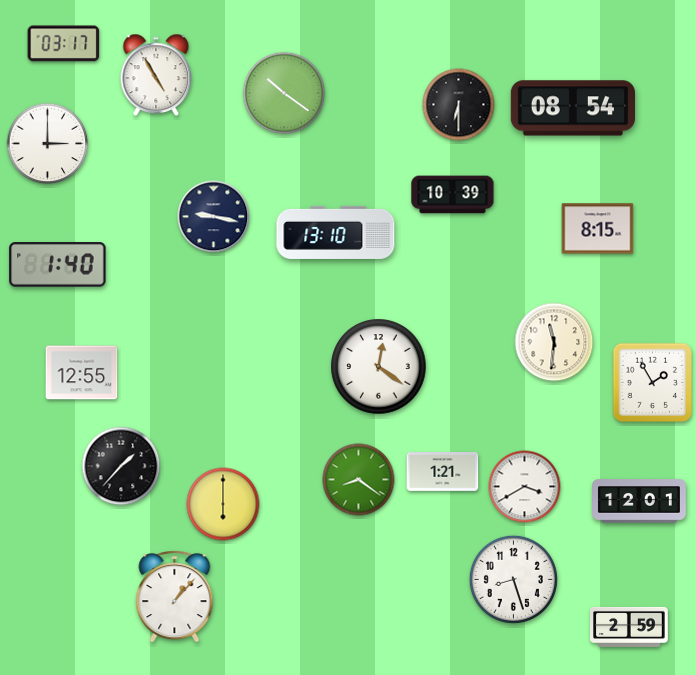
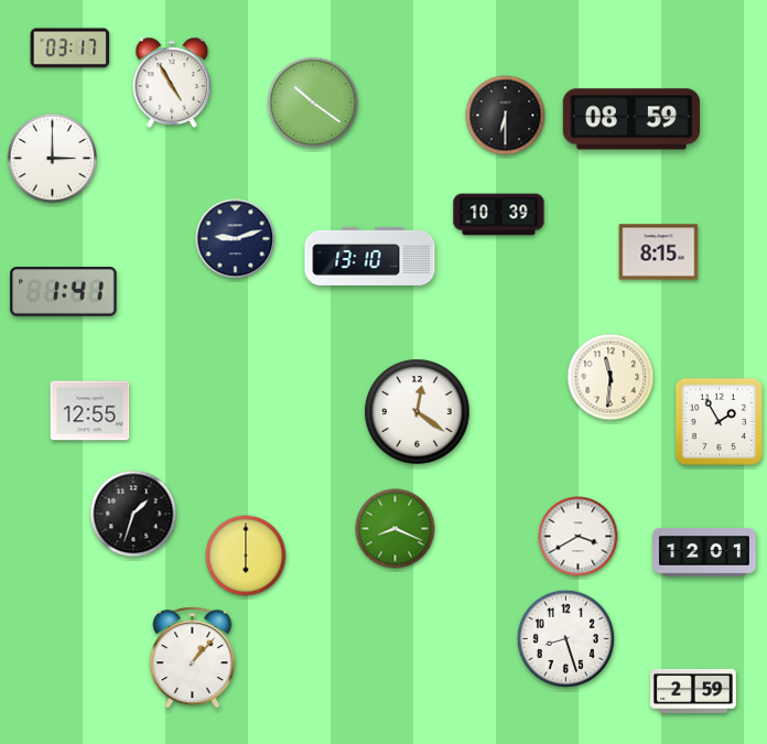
clock at (572, 108): 08:54 -> 08:59
clock at (214, 217): 9:17 -> 9:12
clock at (58, 265): 1:40 -> 1:41
clock at (379, 367) position: (379, 367) -> (418, 412)
clock at (121, 466): 1:37 -> 1:33
clock at (443, 472): 1:21 -> none
clock at (359, 480): 8:21 -> 8:19
